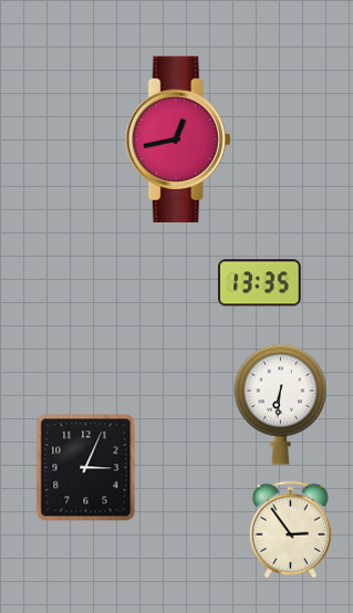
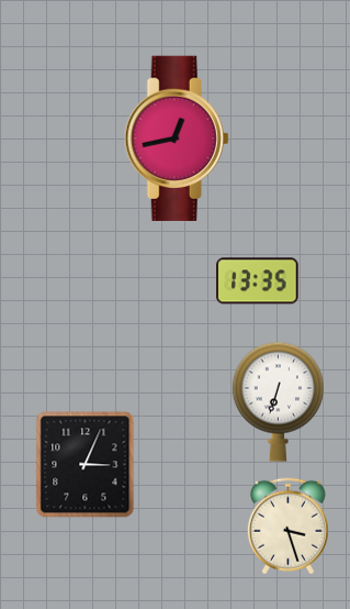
clock at (280, 404): 6:31 -> 6:33
clock at (290, 530): 2:54 -> 3:27
